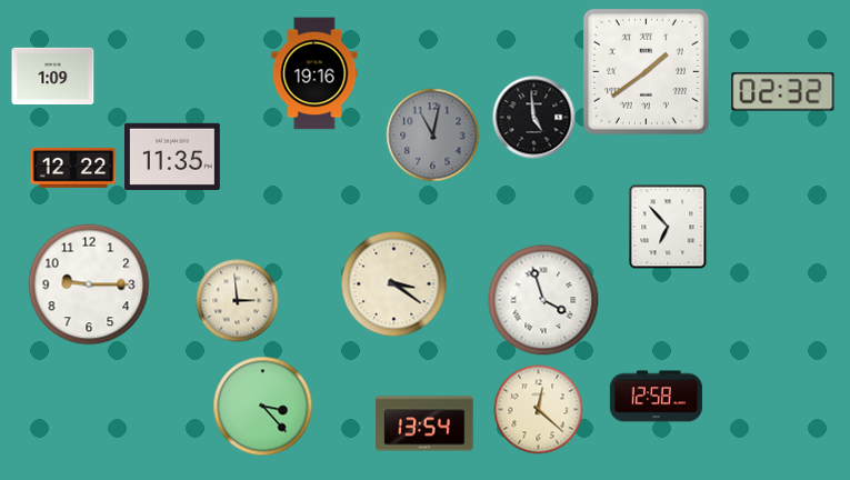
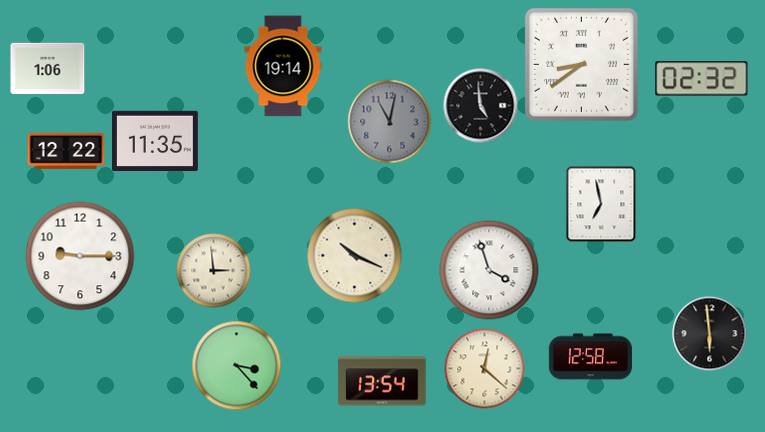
clock at (646, 71): 1:39 -> 8:39
clock at (314, 73): 19:16 -> 19:14
clock at (53, 76): 1:09 -> 1:06
clock at (783, 92) position: (783, 92) -> (702, 79)
clock at (668, 227): 6:53 -> 6:58
clock at (394, 284): 3:21 -> 10:19
clock at (710, 334): none -> 5:59
